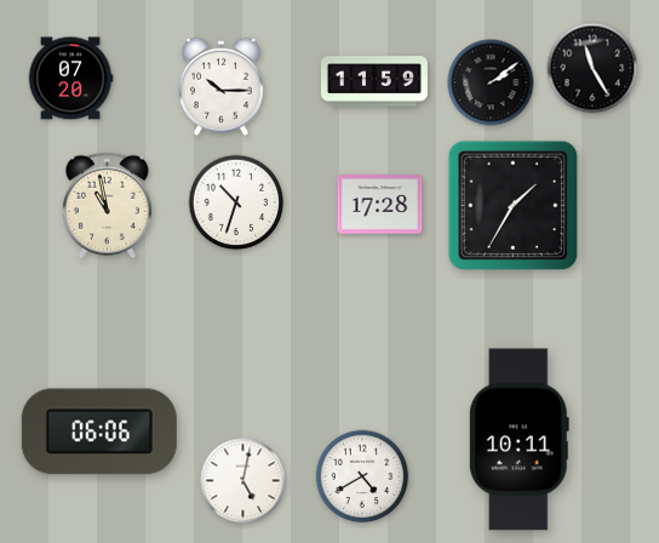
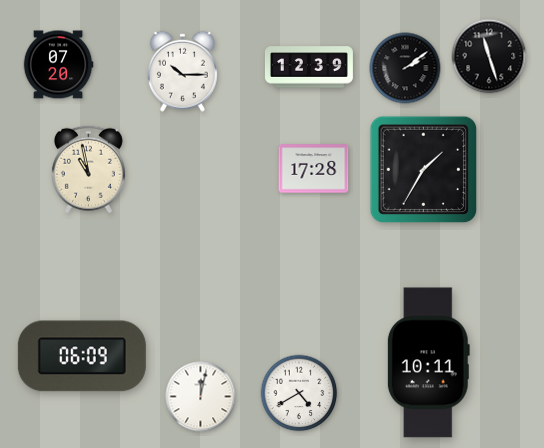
clock at (592, 68): 11:25 -> 11:27
clock at (374, 81): 11:59 -> 12:39
clock at (236, 202): 10:33 -> none
clock at (99, 431): 06:06 -> 06:09
clock at (243, 481): 5:02 -> 12:02
